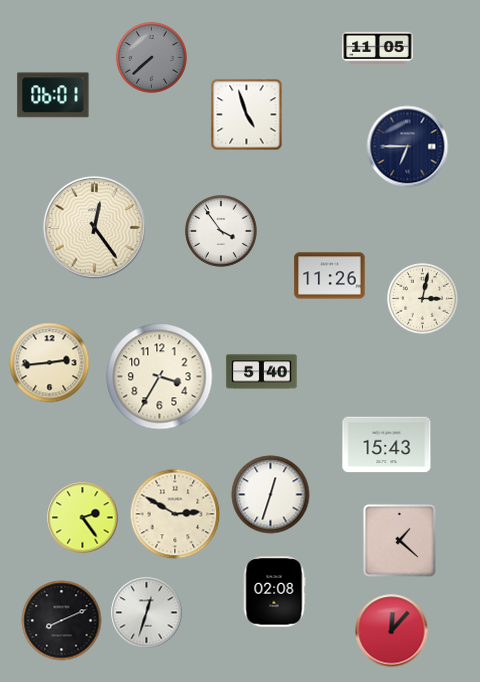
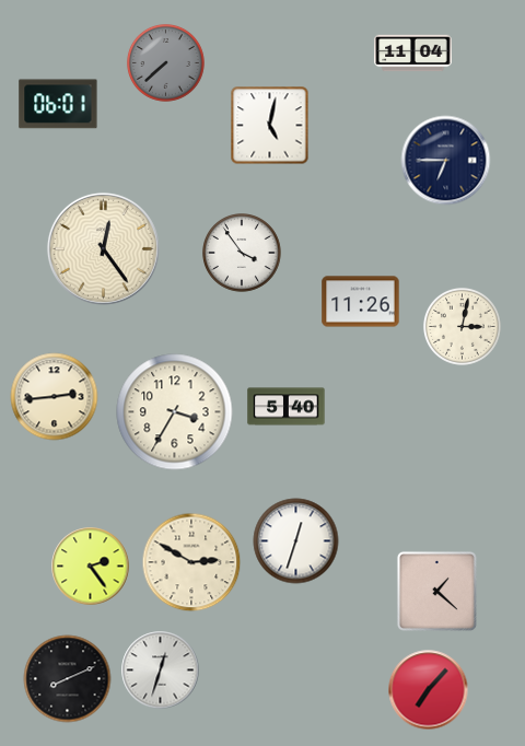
clock at (378, 49): 11:05 -> 11:04
clock at (247, 115): 4:57 -> 5:02
clock at (387, 445): 15:43 -> none
clock at (274, 592): 02:08 -> none
clock at (392, 631): 12:07 -> 7:07
